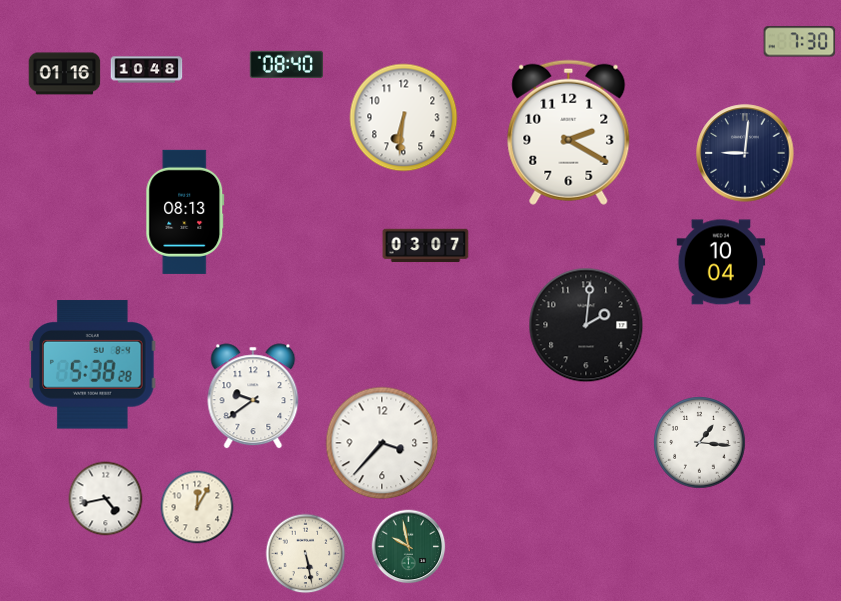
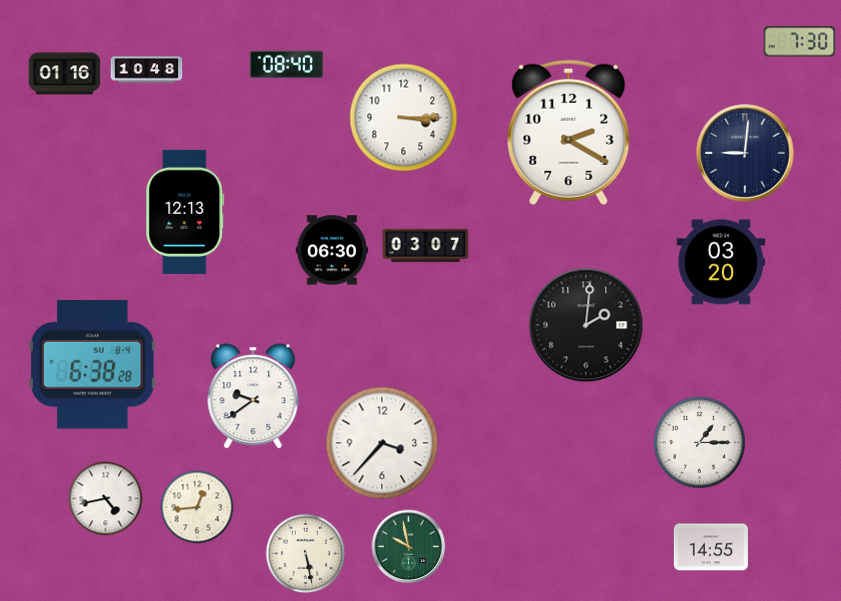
clock at (404, 118): 6:31 -> 3:15
clock at (185, 212): 08:13 -> 12:13
clock at (332, 250): none -> 06:30
clock at (721, 262): 10:04 -> 03:20
clock at (93, 365): 5:38 -> 6:38
clock at (700, 443): 1:16 -> 1:15
clock at (197, 507): 12:05 -> 12:44
clock at (711, 547): none -> 14:55
